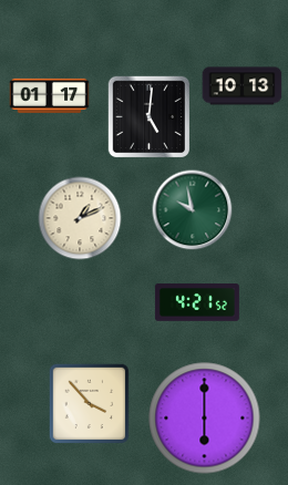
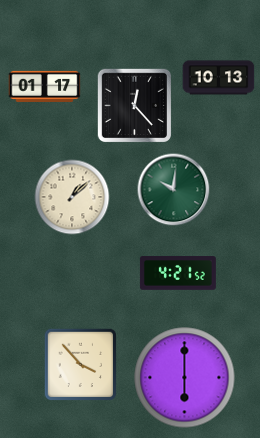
clock at (148, 116): 5:01 -> 12:23
clock at (193, 210): 9:58 -> 10:01
clock at (80, 218): 1:11 -> 1:08
